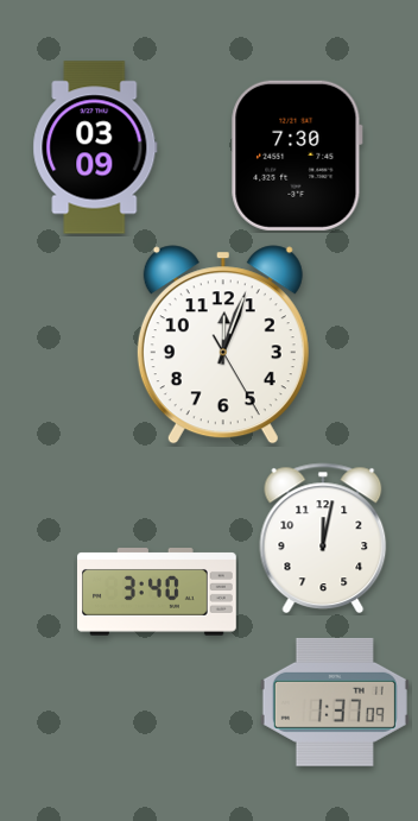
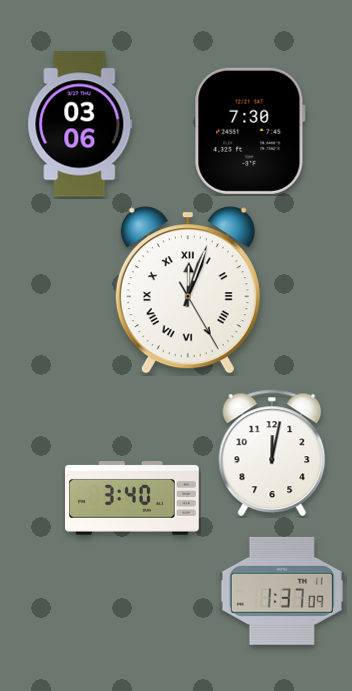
clock at (95, 147): 03:09 -> 03:06
clock at (223, 345) numerals: Arabic -> Roman
